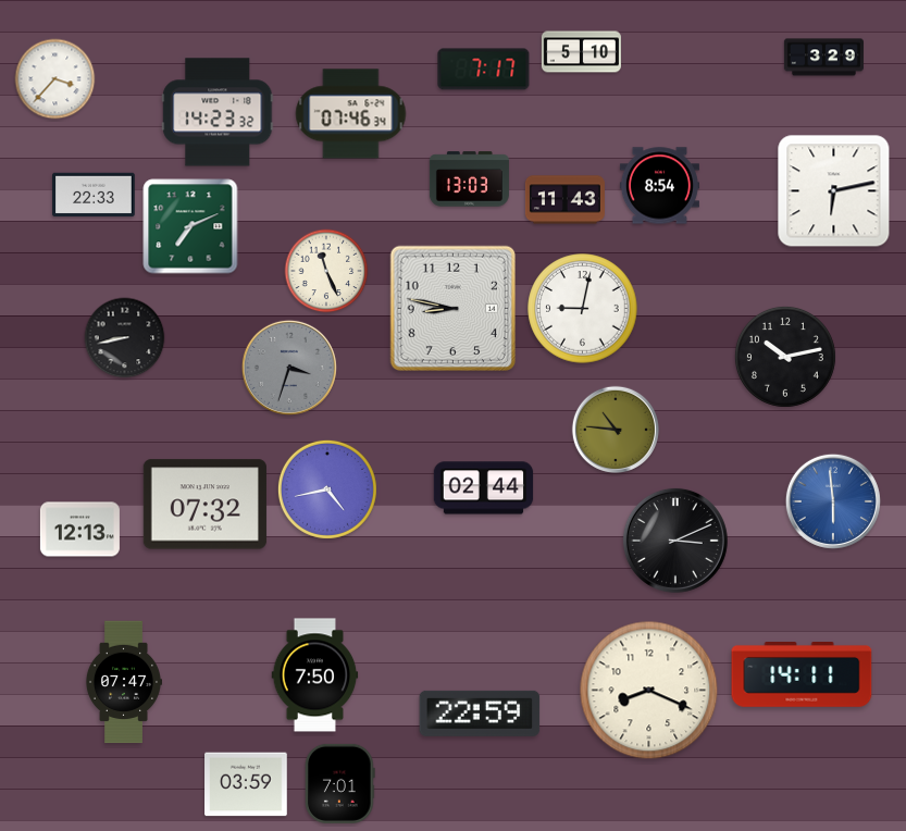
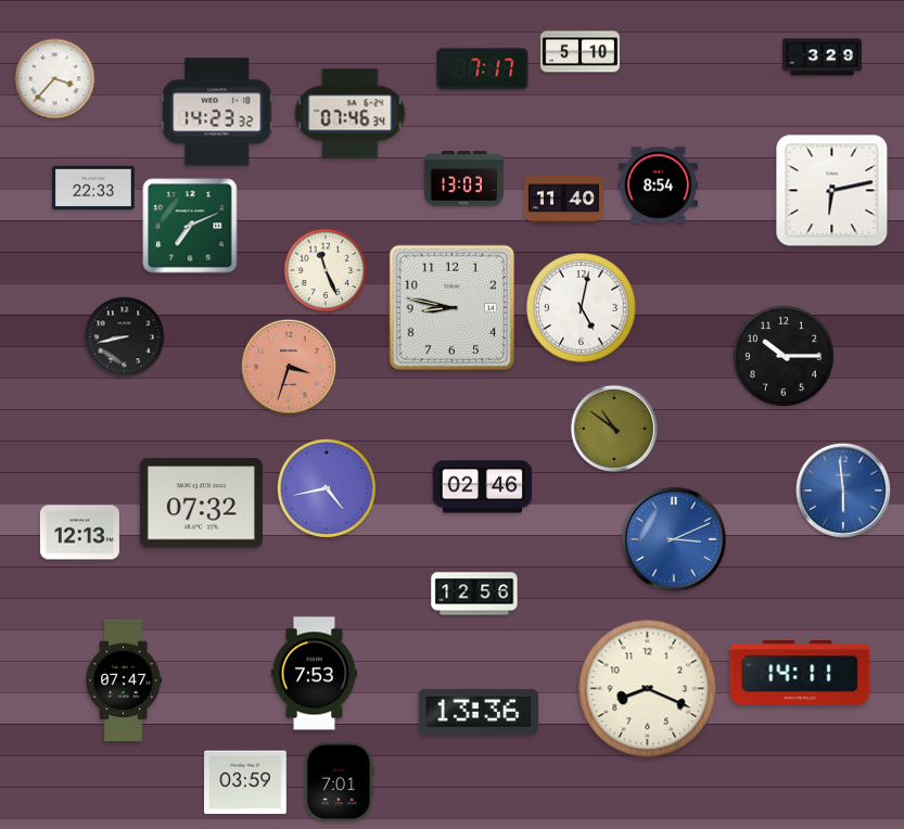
clock at (469, 179) position: (469, 179) -> (463, 179)
clock at (94, 195) position: (94, 195) -> (93, 188)
clock at (564, 200): 11:43 -> 11:40
clock at (583, 309): 9:02 -> 5:02
clock at (785, 357): 10:13 -> 10:15
clock at (289, 368) dial: grey -> salmon
clock at (616, 430): 10:46 -> 10:51
clock at (484, 488): 02:44 -> 02:46
clock at (833, 501) position: (833, 501) -> (843, 490)
clock at (204, 505) position: (204, 505) -> (201, 503)
clock at (79, 530) position: (79, 530) -> (79, 533)
clock at (675, 541) dial: black -> blue
clock at (474, 594): none -> 12:56
clock at (315, 675): 7:50 -> 7:53
clock at (480, 714): 22:59 -> 13:36
